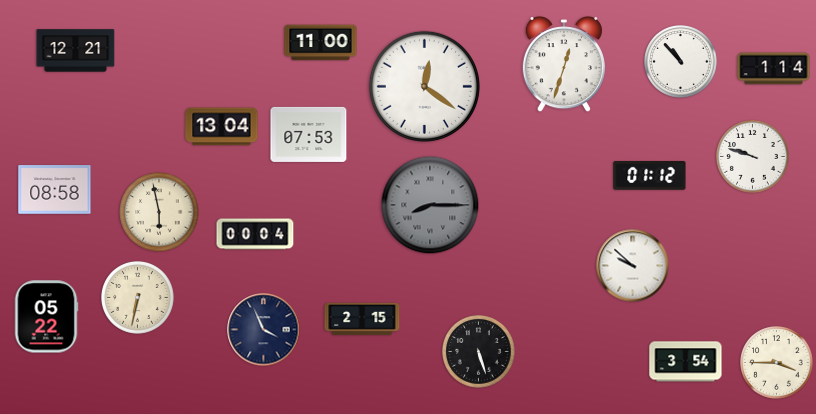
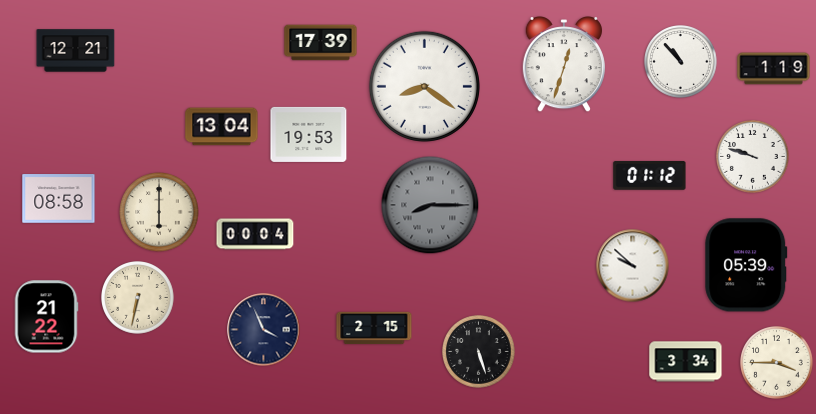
clock at (321, 43): 11:00 -> 17:39
clock at (774, 69): 1:14 -> 1:19
clock at (424, 86): 12:21 -> 8:21
clock at (309, 134): 07:53 -> 19:53
clock at (55, 190) position: (55, 190) -> (59, 199)
clock at (159, 212): 5:58 -> 6:00
clock at (746, 265): none -> 05:39
clock at (46, 317): 05:22 -> 21:22
clock at (362, 319) position: (362, 319) -> (374, 328)
clock at (686, 362): 3:54 -> 3:34
